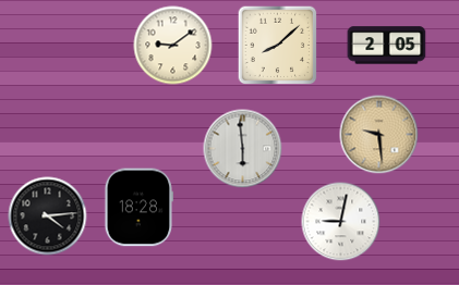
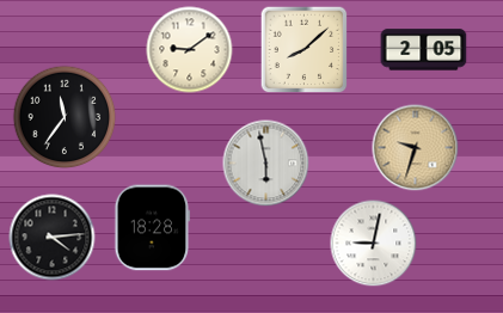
clock at (65, 117): none -> 11:36
clock at (379, 135): 9:29 -> 9:33
clock at (243, 149): 5:59 -> 5:58
